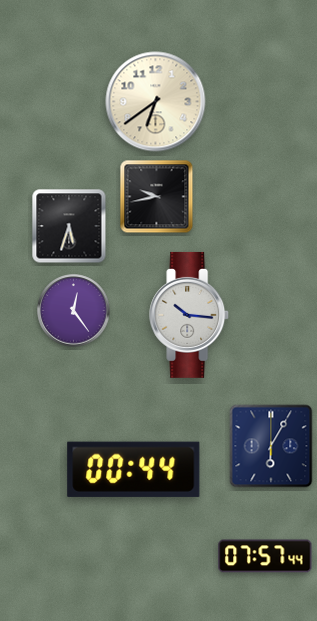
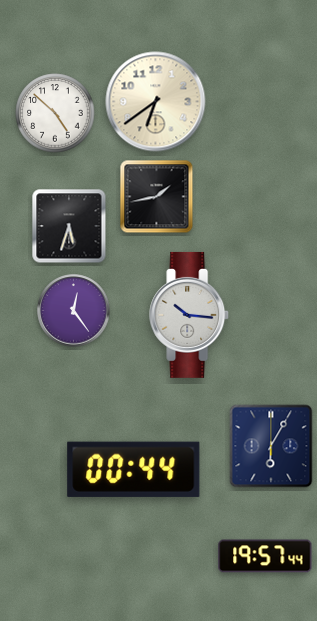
clock at (55, 113): none -> 4:52
clock at (157, 197): 9:43 -> 1:43
clock at (265, 556): 07:57 -> 19:57
